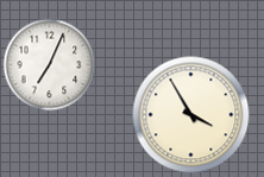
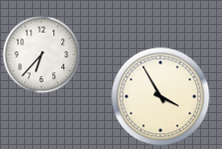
clock at (49, 64): 7:04 -> 6:37
